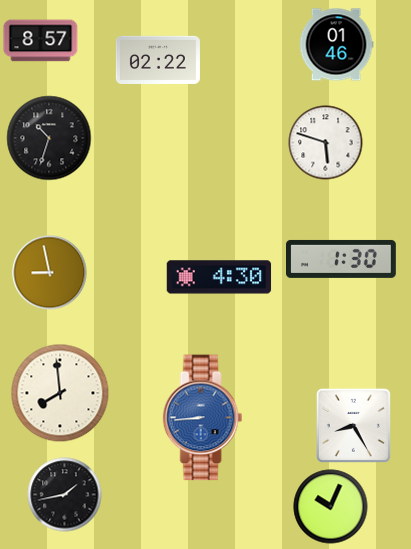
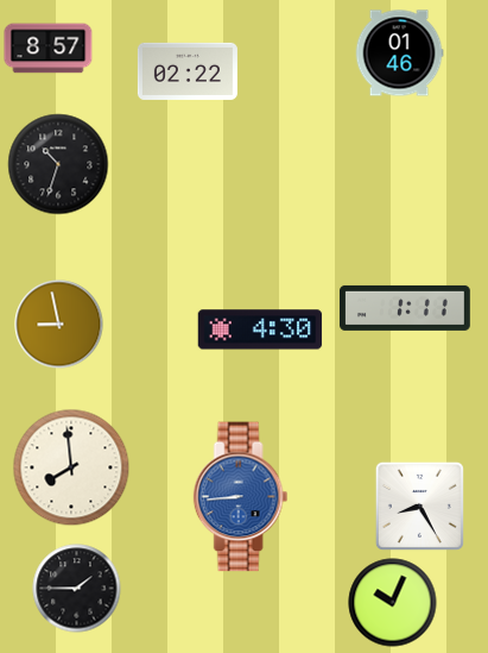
clock at (326, 143): 5:48 -> none
clock at (342, 259): 1:30 -> 1:11
clock at (65, 495): 1:43 -> 1:45
